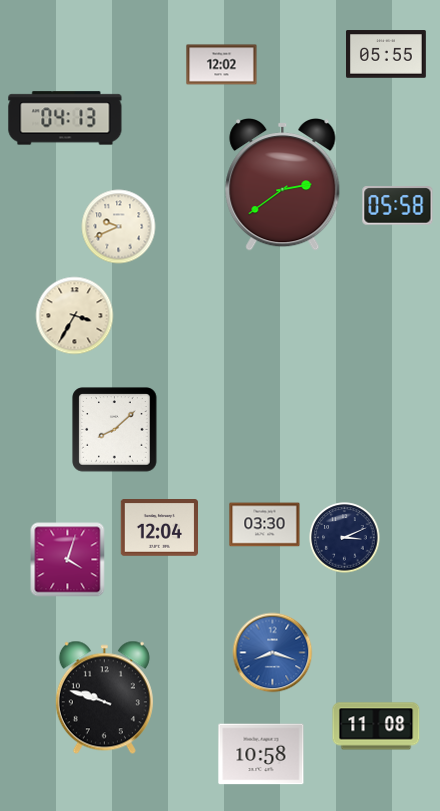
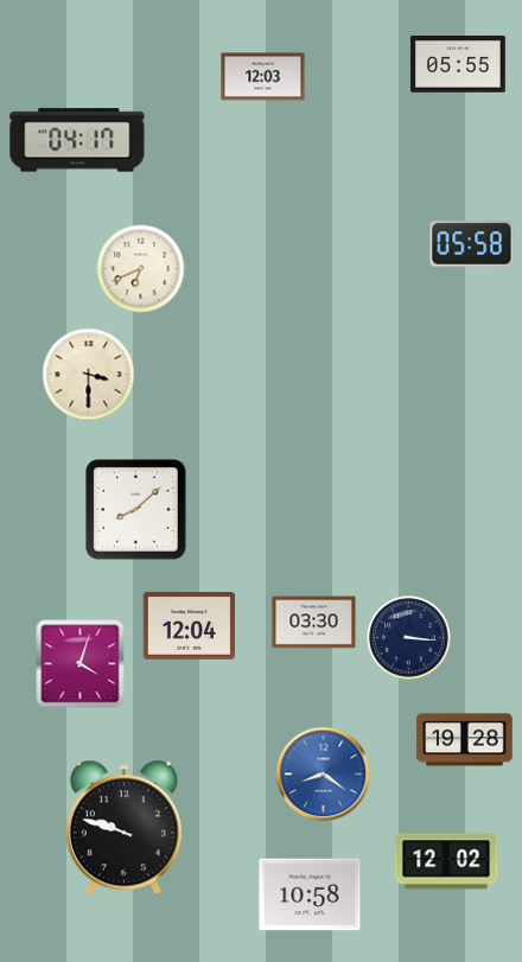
clock at (222, 65): 12:02 -> 12:03
clock at (65, 118): 04:13 -> 04:17
clock at (283, 185): 2:39 -> none
clock at (119, 227): 9:41 -> 6:41
clock at (75, 316): 3:35 -> 3:30
clock at (345, 538): 3:11 -> 3:16
clock at (465, 740): none -> 19:28
clock at (273, 653): 8:18 -> 8:21
clock at (376, 726): 11:08 -> 12:02
